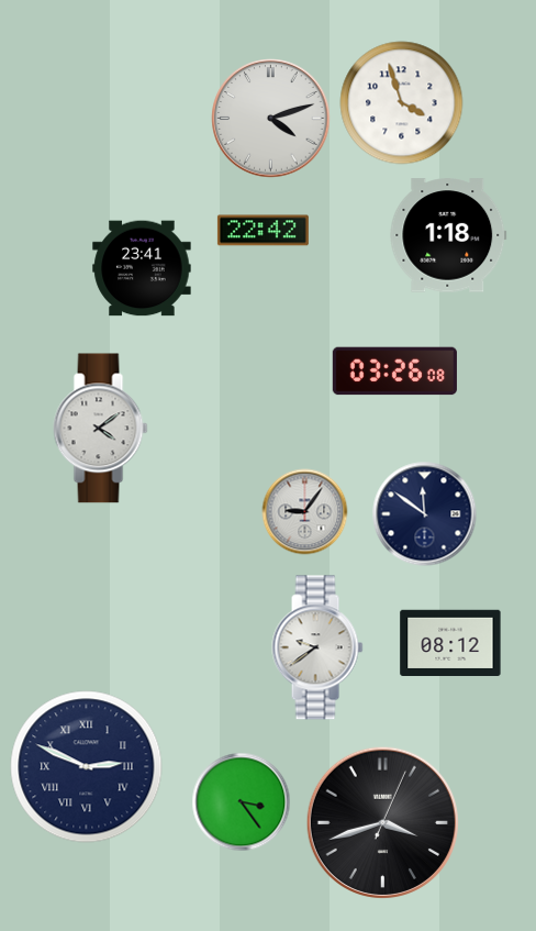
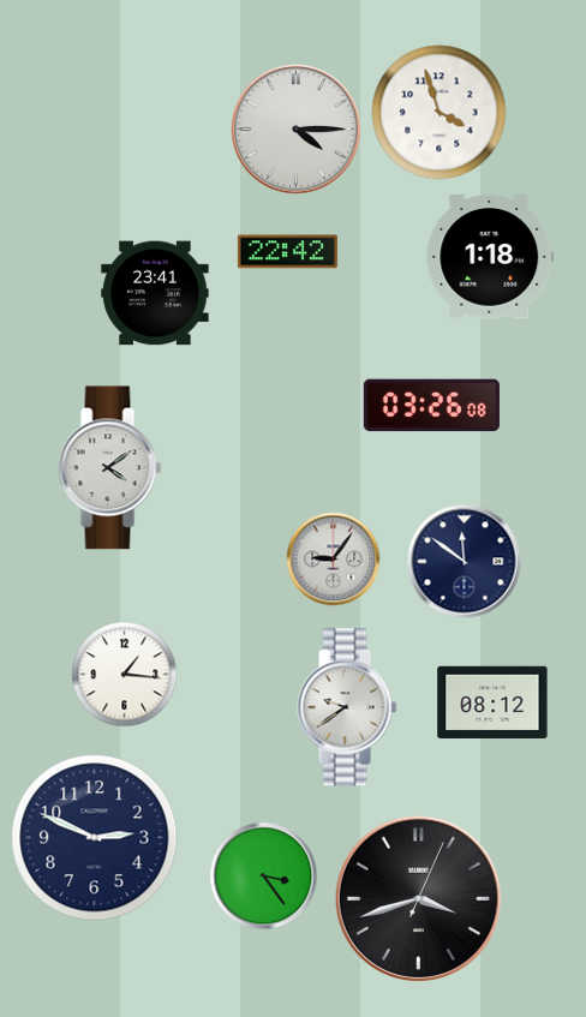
clock at (271, 119): 4:12 -> 4:15
clock at (125, 675): none -> 1:16
clock at (87, 767) numerals: Roman -> Arabic
